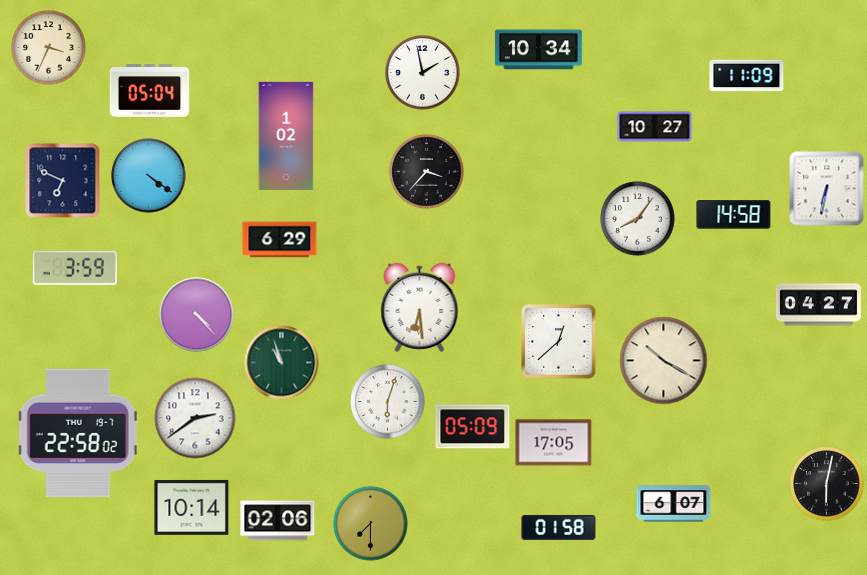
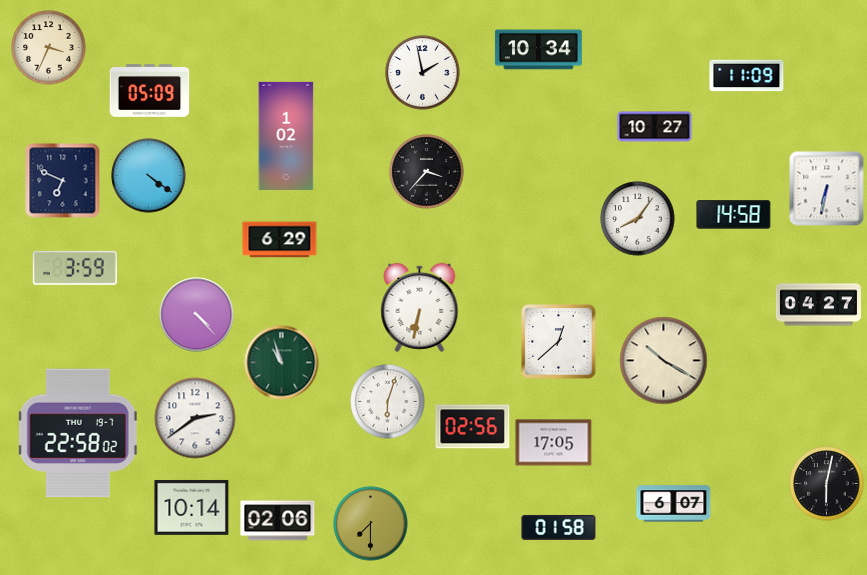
clock at (150, 91): 05:04 -> 05:09
clock at (420, 307): 6:29 -> 6:32
clock at (473, 427): 05:09 -> 02:56
